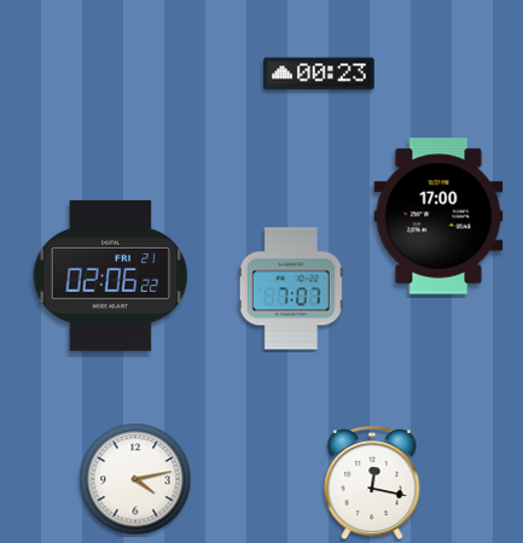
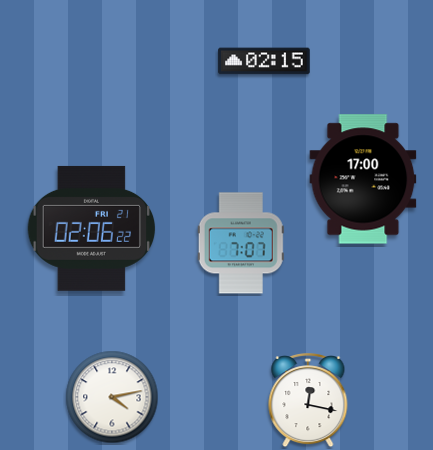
clock at (319, 74): 00:23 -> 02:15
clock at (291, 288) position: (291, 288) -> (241, 243)
